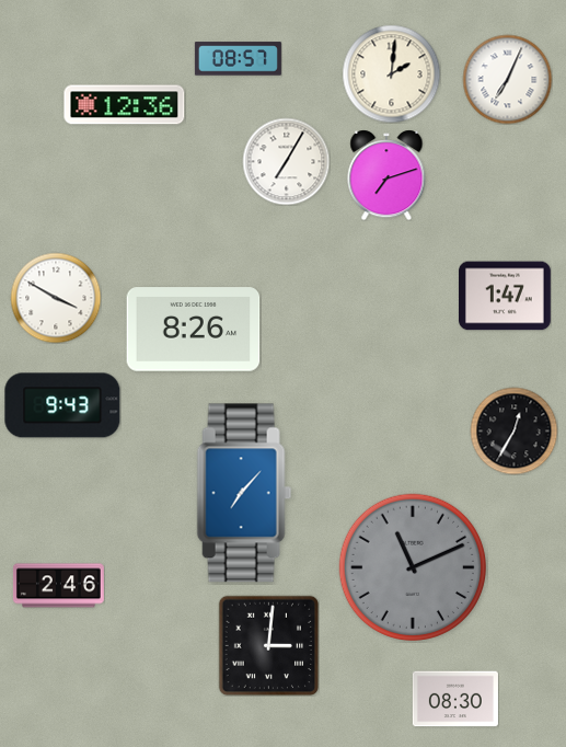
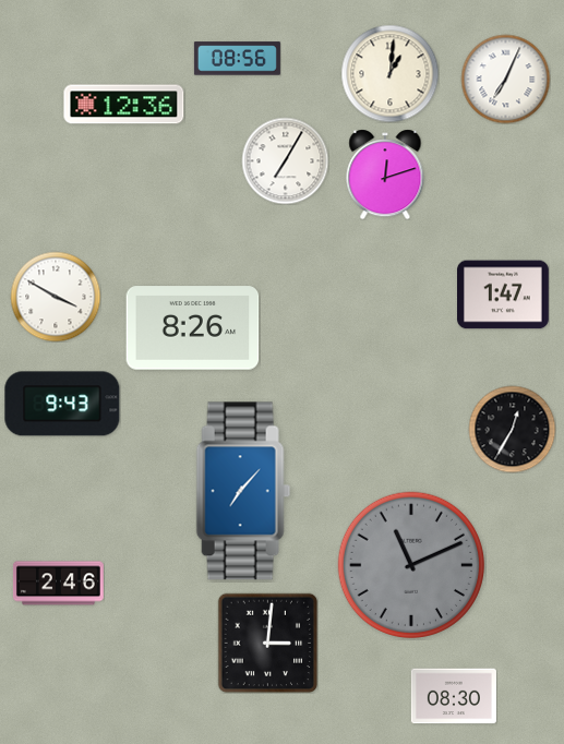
clock at (238, 59): 08:57 -> 08:56
clock at (391, 73): 2:01 -> 1:01
clock at (386, 175): 7:12 -> 12:12
